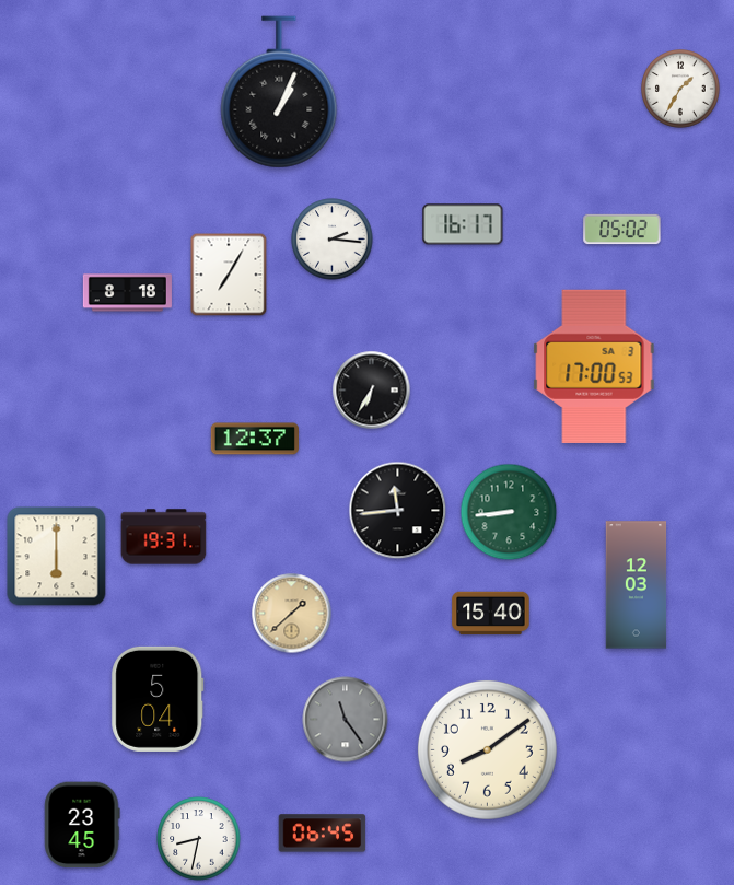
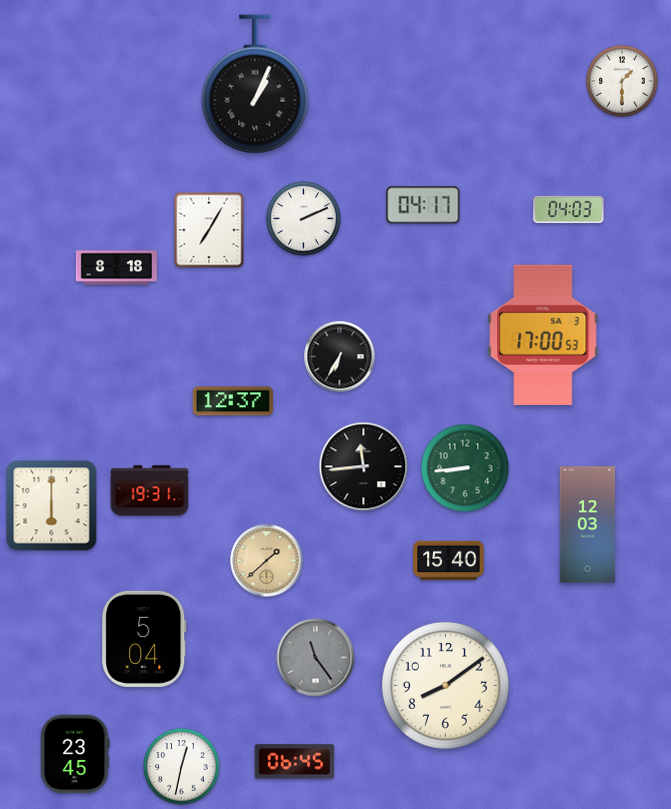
clock at (681, 90): 1:35 -> 1:30
clock at (463, 224): 16:17 -> 04:17
clock at (622, 230): 05:02 -> 04:03
clock at (333, 240): 2:16 -> 2:11
clock at (229, 275) position: (229, 275) -> (209, 230)
clock at (57, 557) position: (57, 557) -> (52, 506)
clock at (637, 585) position: (637, 585) -> (588, 525)
clock at (199, 839): 8:32 -> 12:32
